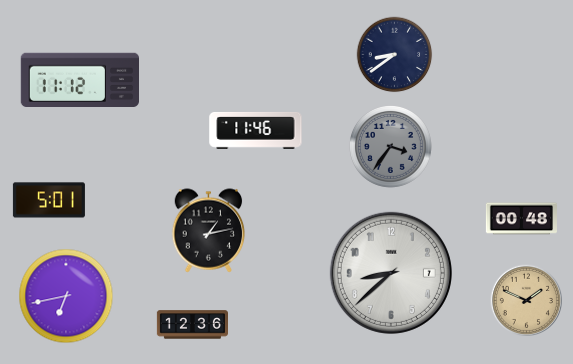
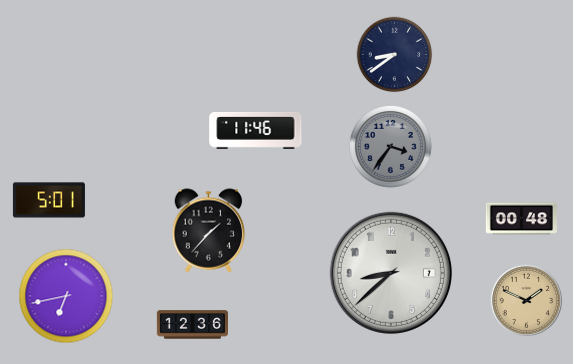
clock at (79, 79): 11:12 -> none
clock at (209, 231): 1:13 -> 1:37
